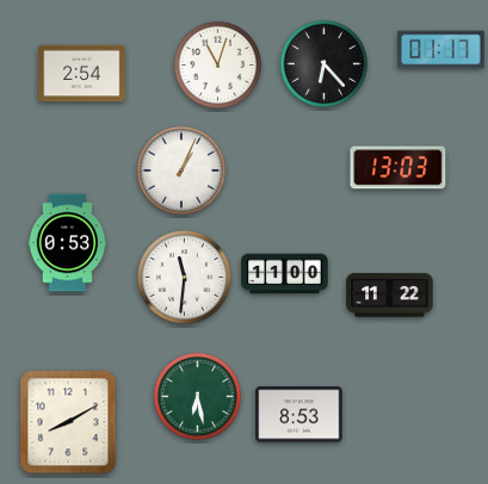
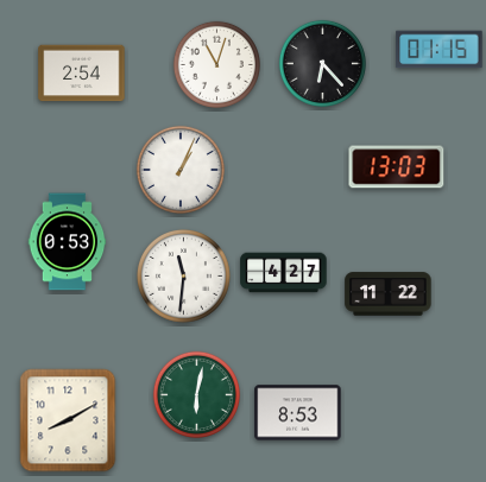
clock at (441, 50): 01:17 -> 01:15
clock at (285, 274): 11:00 -> 4:27
clock at (197, 396): 6:28 -> 6:02
